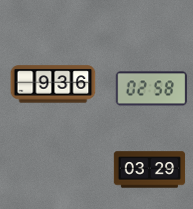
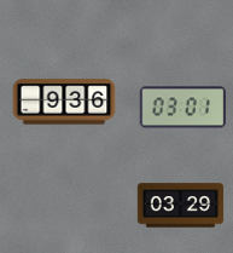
clock at (151, 89): 02:58 -> 03:01
